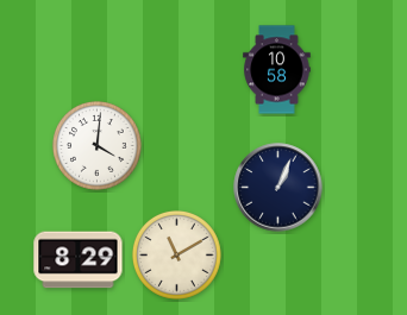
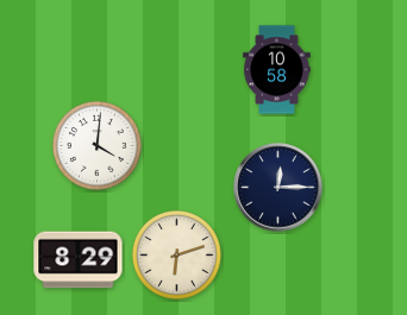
clock at (278, 188): 1:04 -> 12:15
clock at (176, 254): 11:10 -> 6:12
